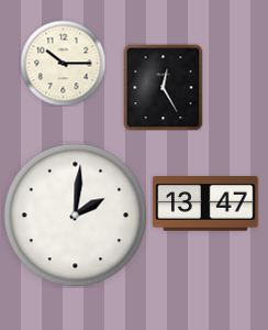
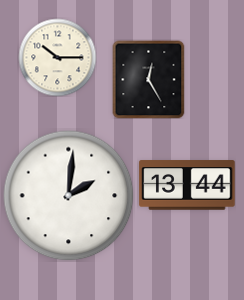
clock at (205, 204): 13:47 -> 13:44
